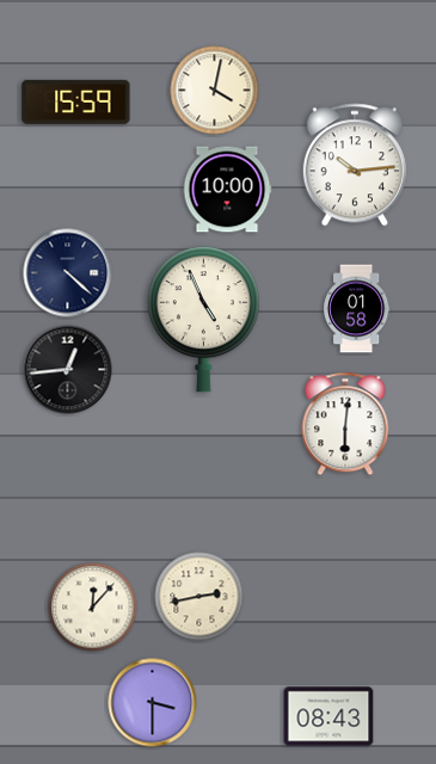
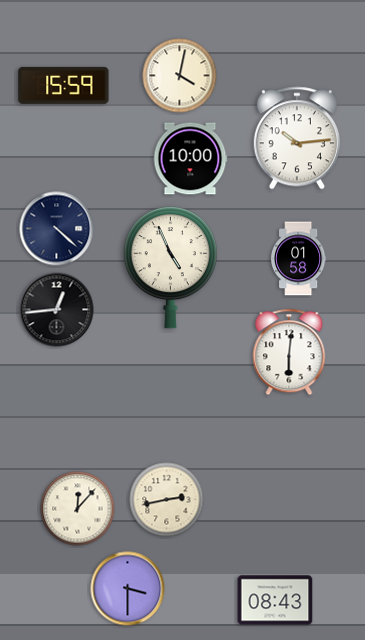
clock at (345, 424) position: (345, 424) -> (289, 352)
